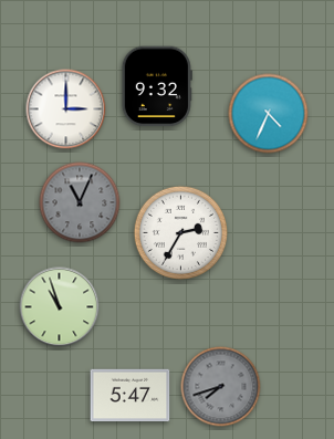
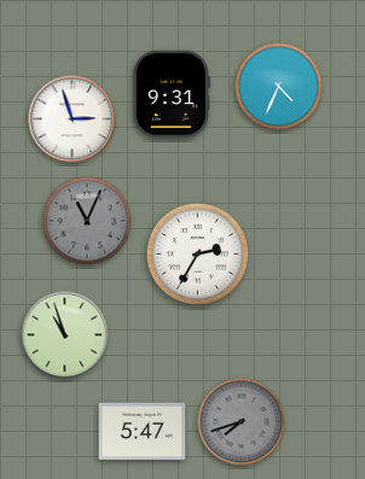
clock at (157, 86): 9:32 -> 9:31
clock at (66, 109): 3:00 -> 2:57
clock at (269, 114) position: (269, 114) -> (279, 87)
